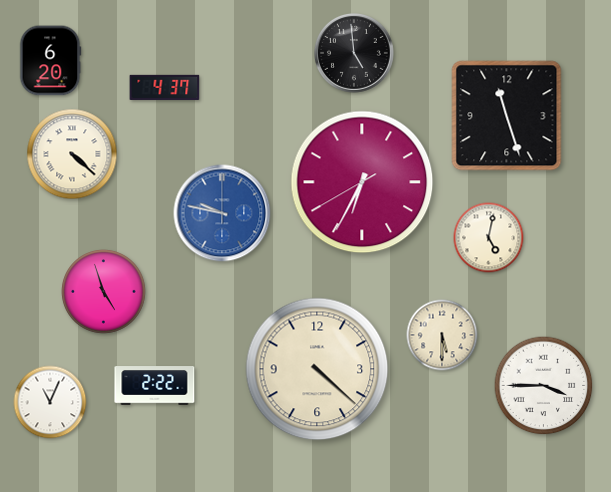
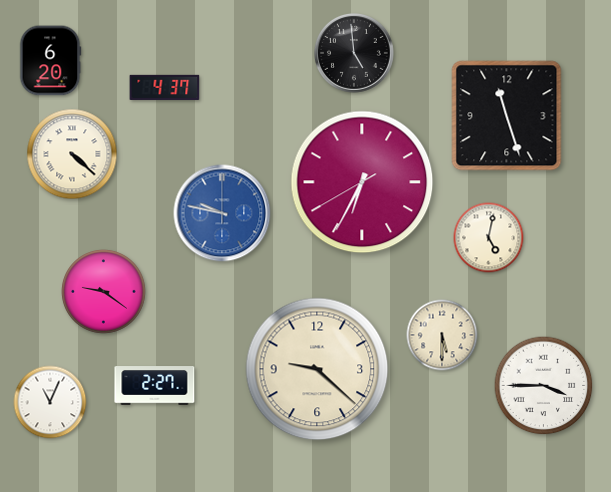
clock at (104, 292): 4:57 -> 9:21
clock at (317, 369): 4:22 -> 9:22
clock at (155, 386): 2:22 -> 2:27
